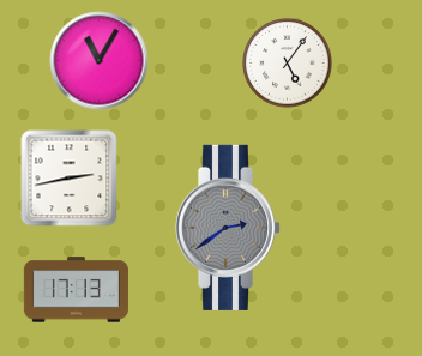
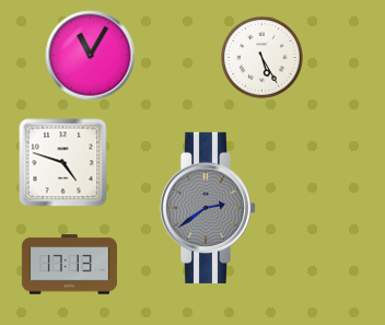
clock at (288, 64): 5:06 -> 5:25
clock at (70, 179): 2:43 -> 4:48
